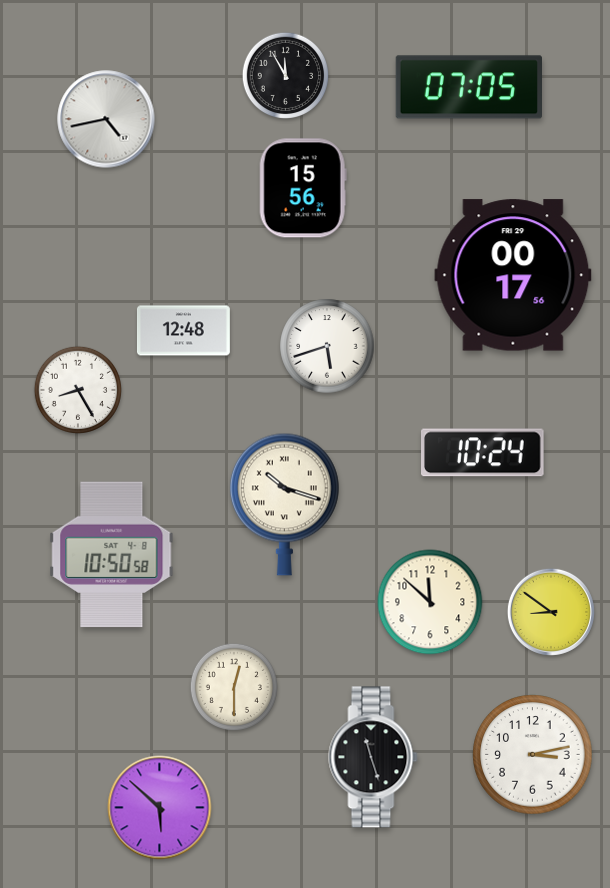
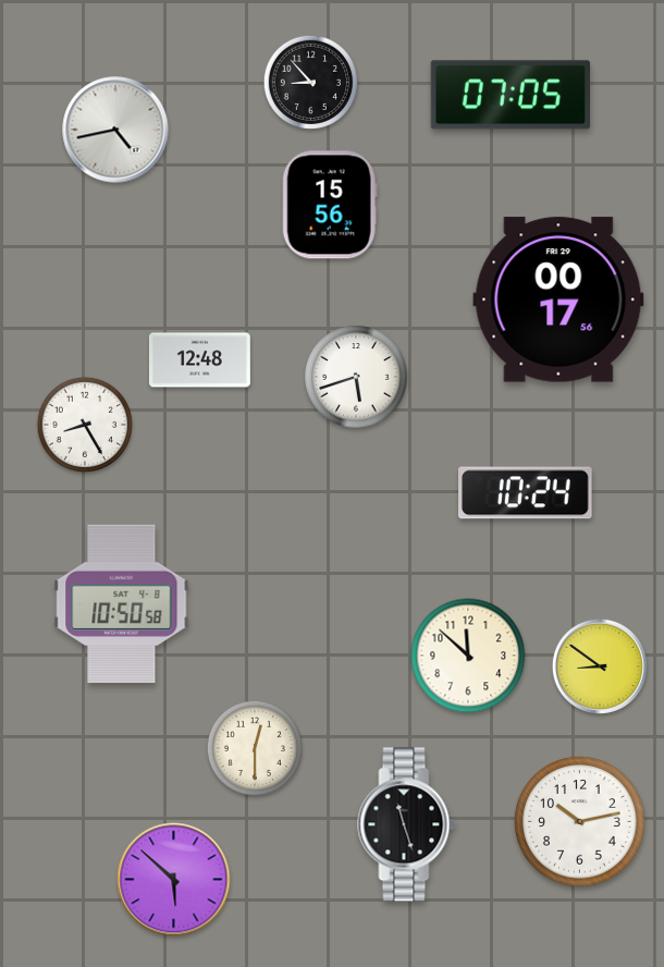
clock at (285, 75): 11:55 -> 8:53
clock at (284, 504): 10:18 -> none
clock at (533, 755): 3:13 -> 10:13
